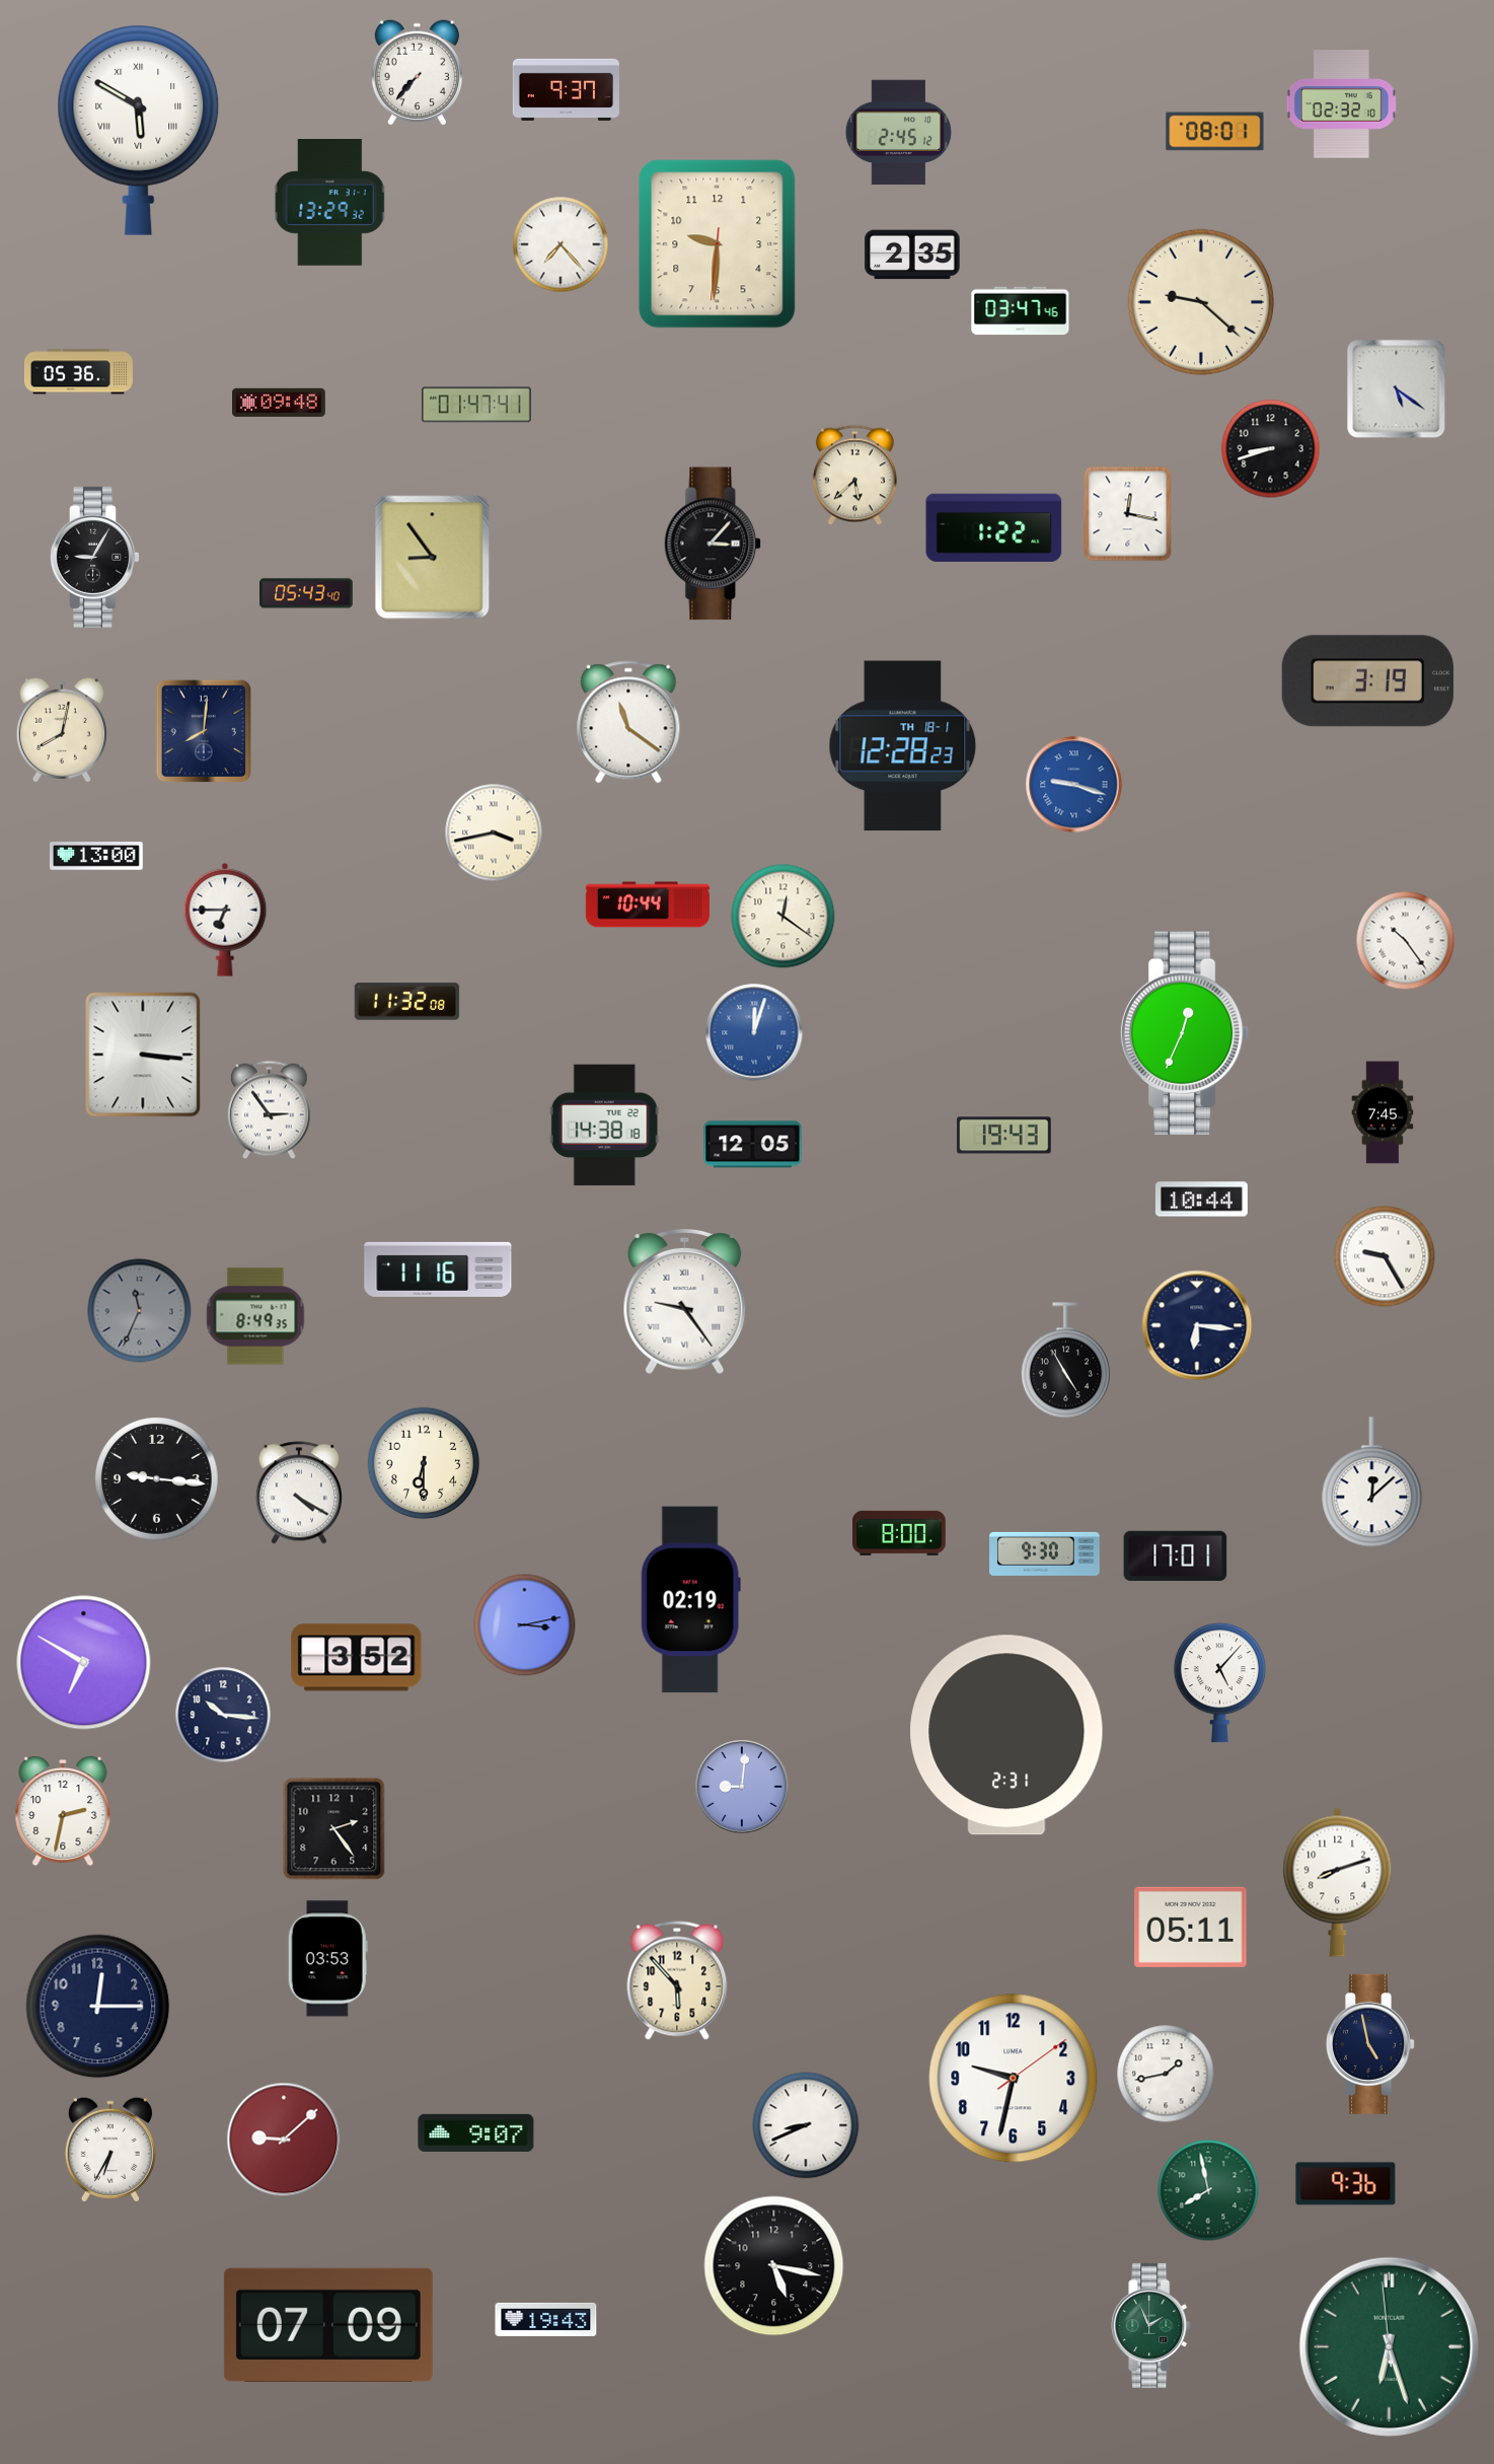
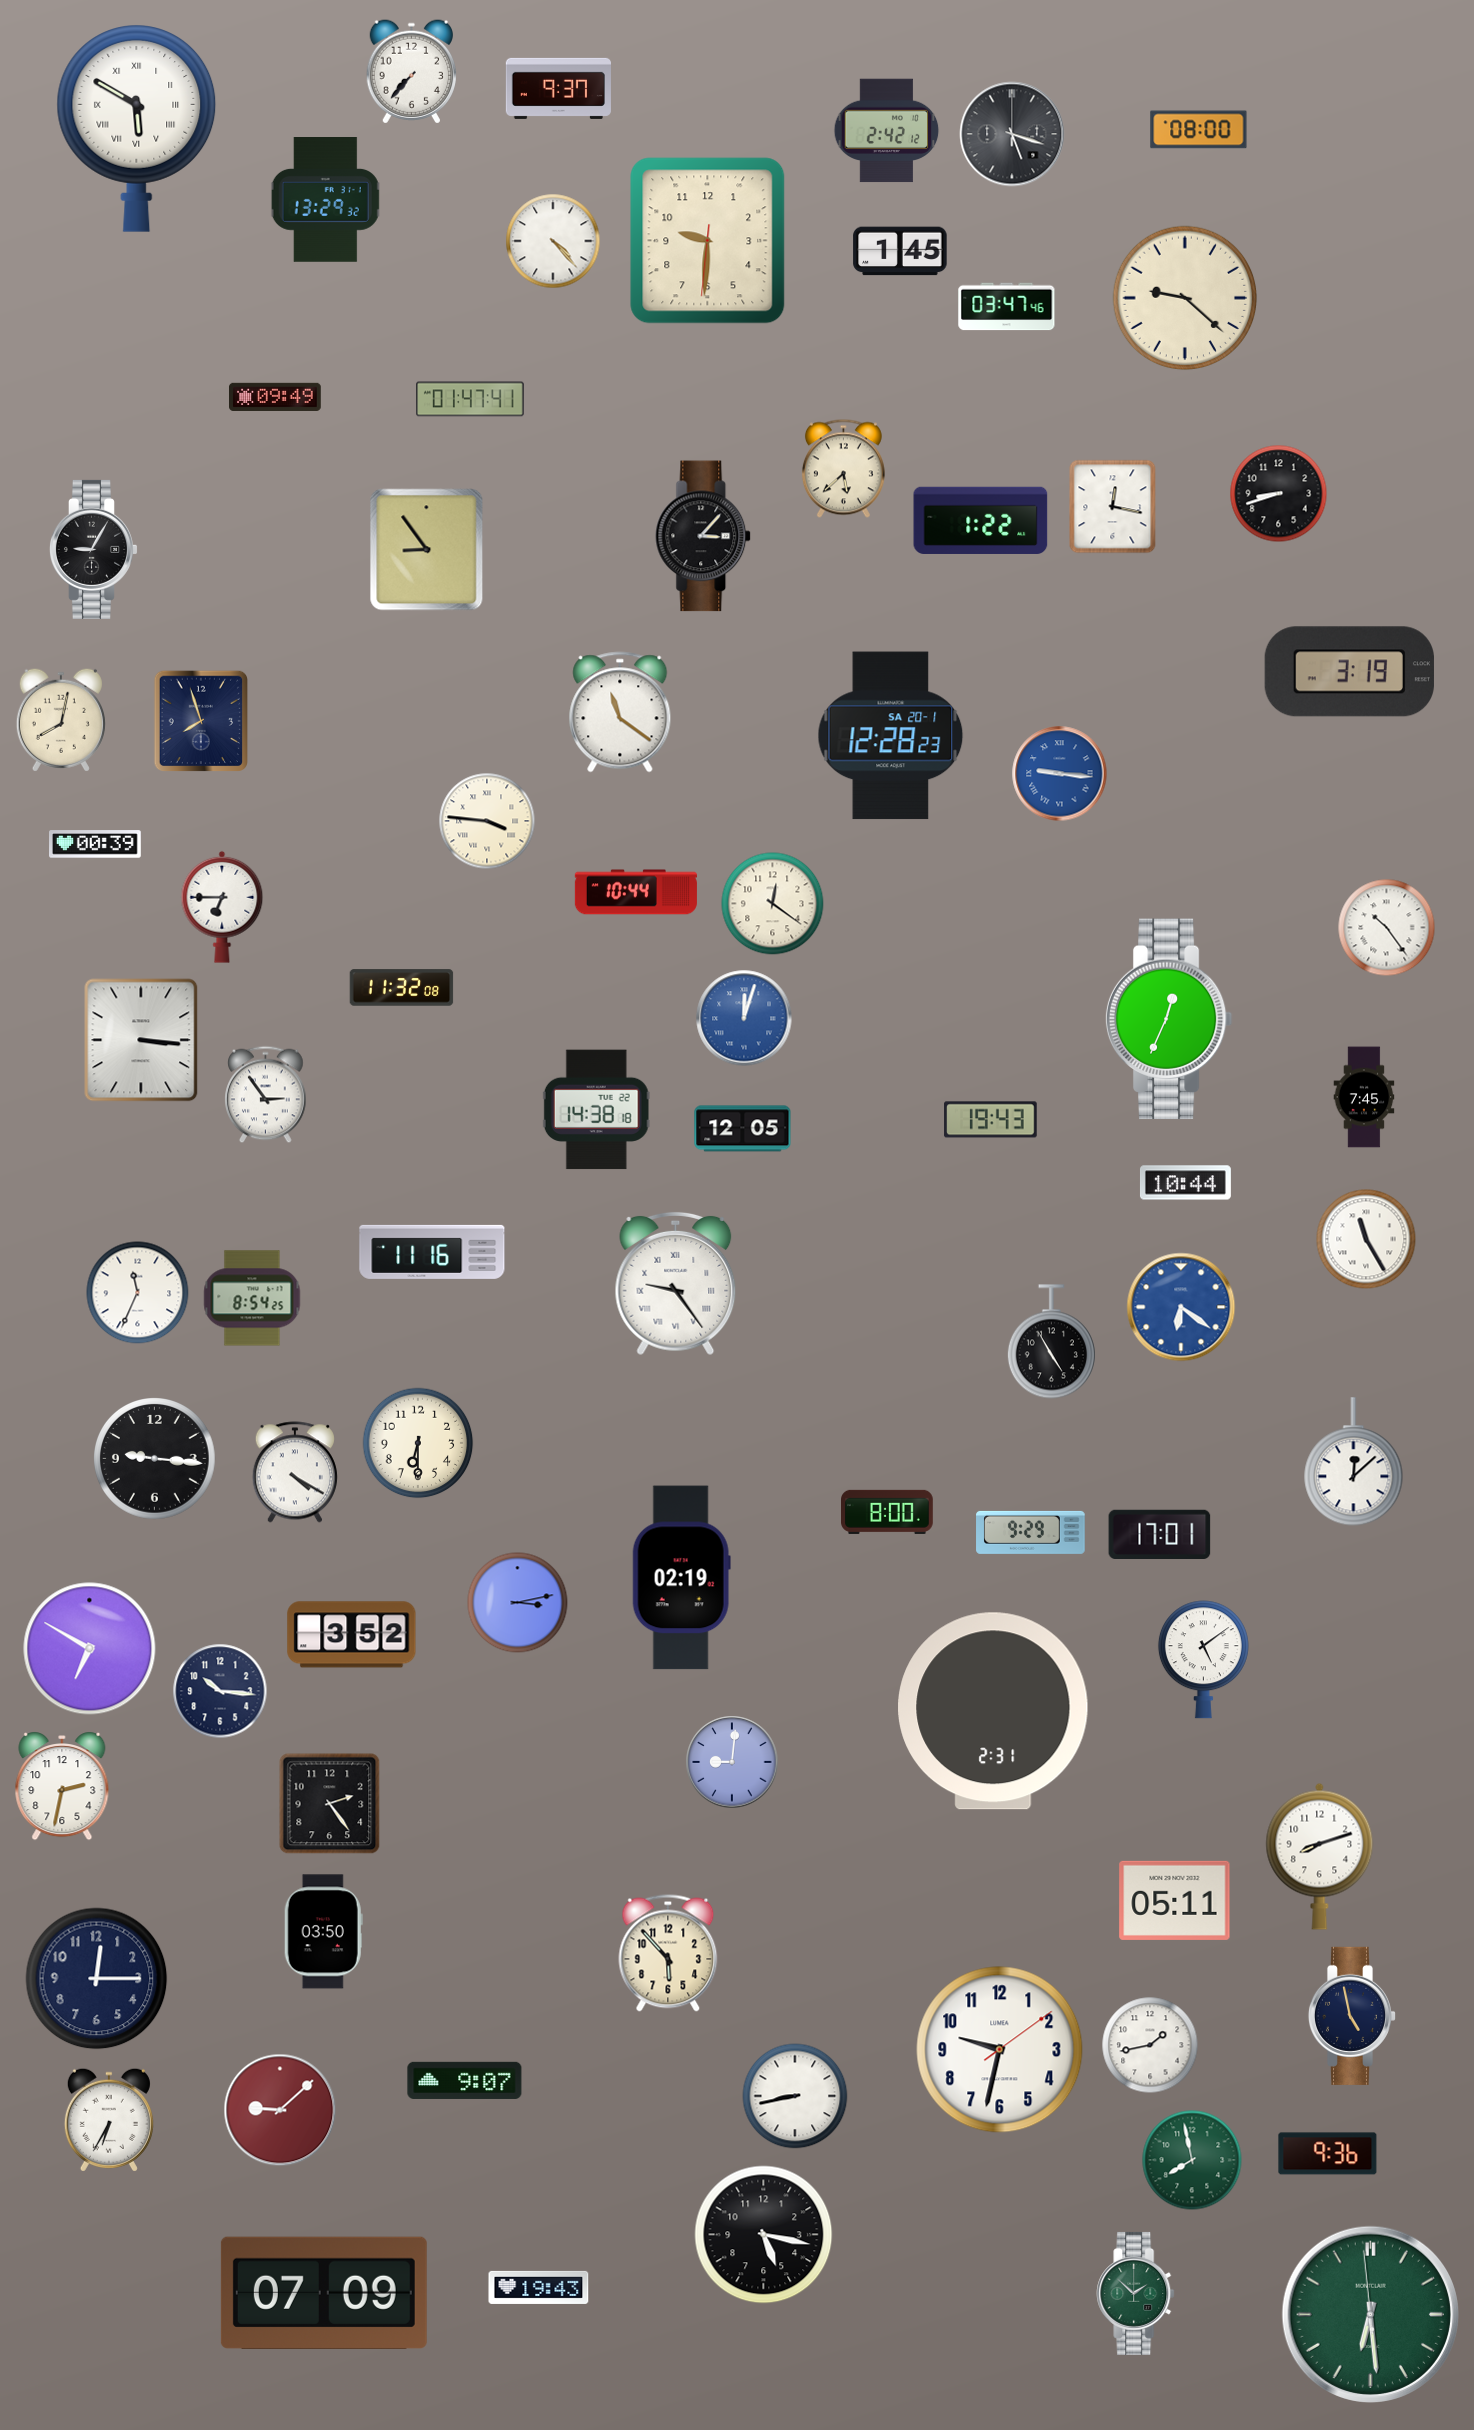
clock at (1341, 104): 02:32 -> none
clock at (1215, 132): 08:01 -> 08:00
clock at (899, 133): 2:45 -> 2:42
clock at (1012, 134): none -> 5:18
clock at (561, 244): 7:23 -> 4:23
clock at (912, 255): 2:35 -> 1:45
clock at (78, 372): 05:36 -> none
clock at (1397, 389): 5:21 -> none
clock at (280, 403): 09:48 -> 09:49
clock at (1271, 449) position: (1271, 449) -> (1279, 494)
clock at (306, 593): 05:43 -> none
clock at (203, 731): 8:01 -> 7:57
clock at (903, 746) date: TH 18-1 -> SA 20-1
clock at (1074, 785): 9:18 -> 9:16
clock at (494, 832): 3:43 -> 3:46
clock at (97, 856): 13:00 -> 00:39
clock at (648, 904) position: (648, 904) -> (636, 892)
clock at (1385, 1256): 9:25 -> 11:25
clock at (140, 1311) dial: grey -> white
clock at (255, 1316): 8:49 -> 8:54
clock at (1197, 1325): 6:16 -> 6:21
clock at (1197, 1325) dial: navy -> blue
clock at (1045, 1553): 9:30 -> 9:29
clock at (84, 1663) position: (84, 1663) -> (90, 1649)
clock at (1219, 1683): 5:07 -> 5:09
clock at (327, 1959): 03:53 -> 03:50
clock at (806, 2125): 8:41 -> 8:43
clock at (476, 2132) position: (476, 2132) -> (465, 2080)
clock at (1151, 2325): 1:56 -> 1:52
clock at (1389, 2346): 6:26 -> 6:28
